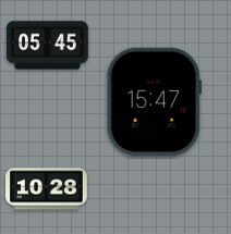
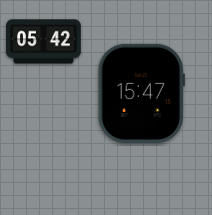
clock at (48, 46): 05:45 -> 05:42
clock at (47, 189): 10:28 -> none
